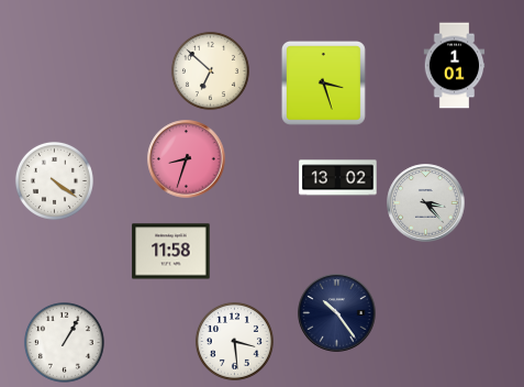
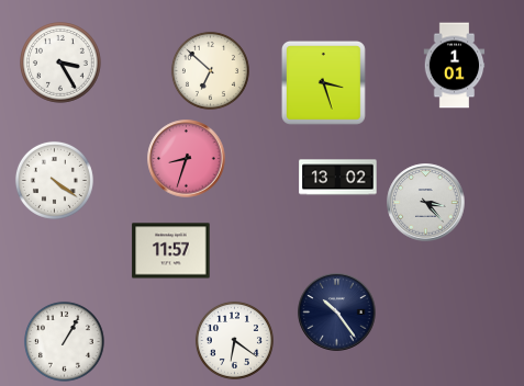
clock at (62, 64): none -> 3:25
clock at (171, 252): 11:58 -> 11:57
clock at (234, 341): 3:29 -> 6:21
